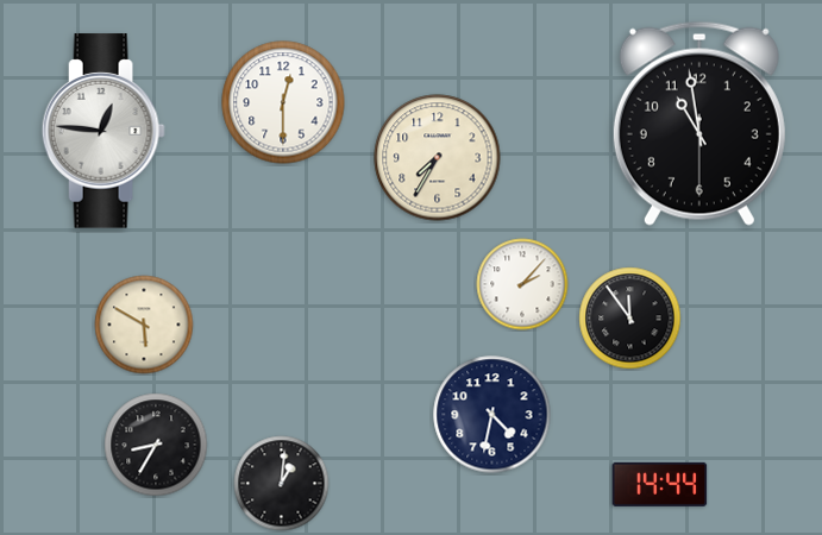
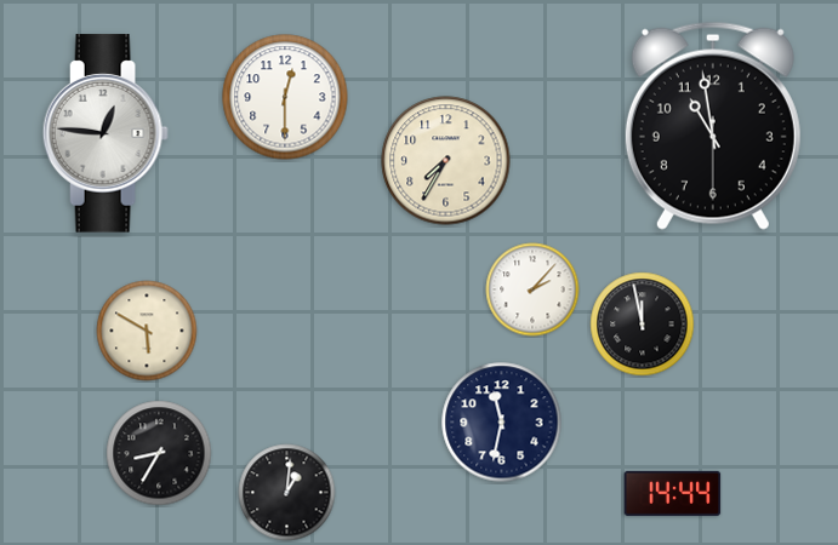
clock at (283, 102) position: (283, 102) -> (285, 97)
clock at (630, 319): 11:54 -> 11:58
clock at (492, 415): 4:32 -> 11:32
